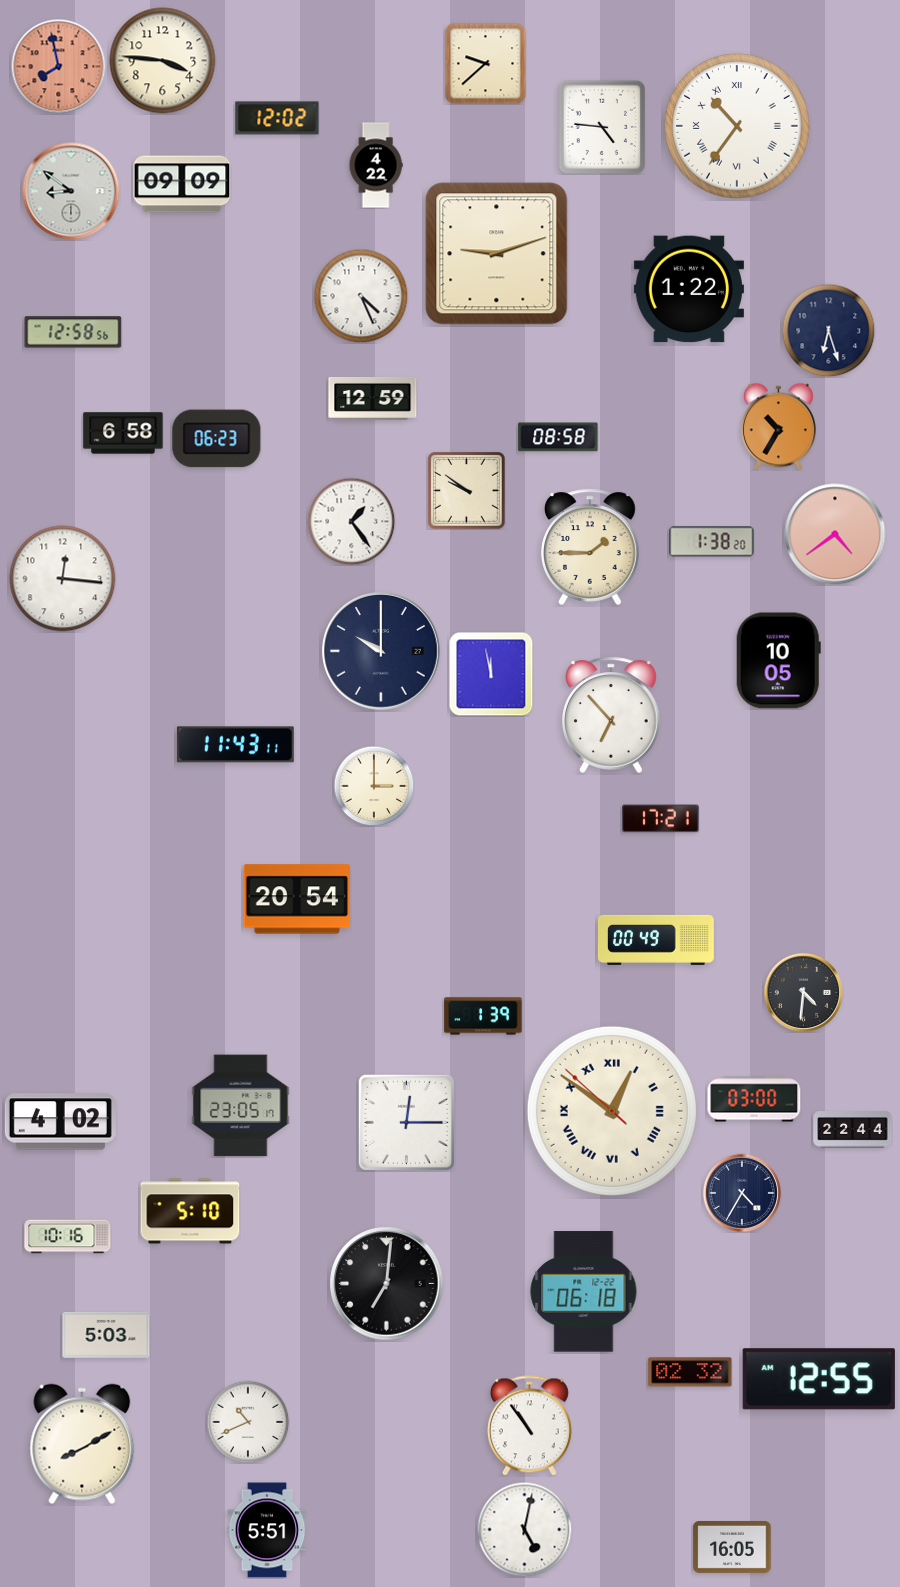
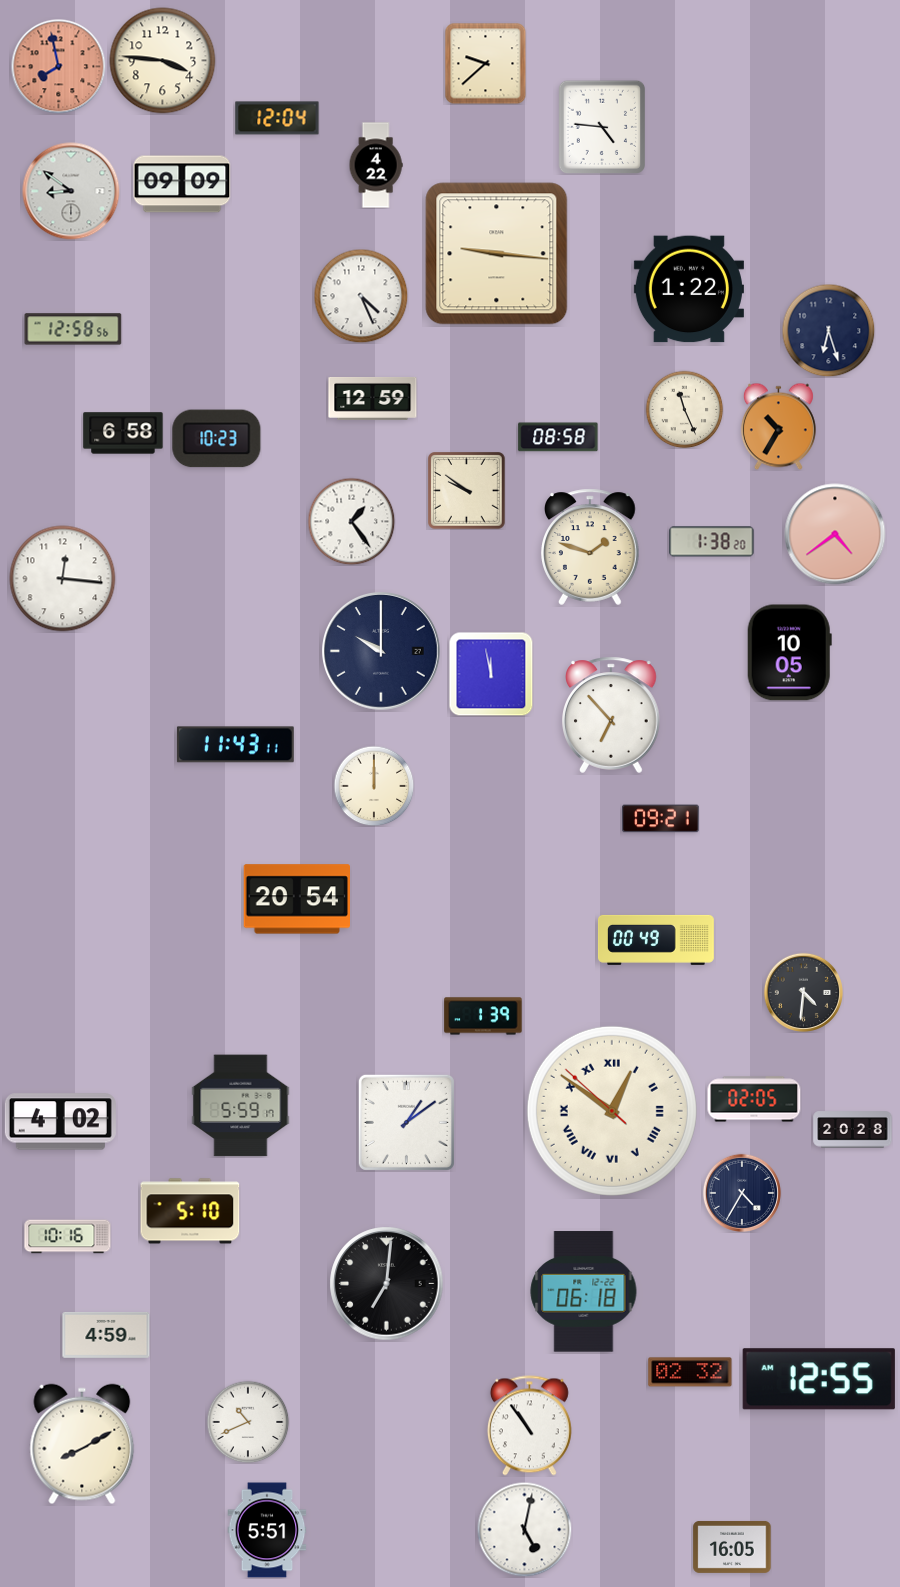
clock at (277, 118): 12:02 -> 12:04
clock at (737, 126): 10:36 -> none
clock at (497, 254): 9:12 -> 9:16
clock at (73, 332) position: (73, 332) -> (73, 329)
clock at (684, 409): none -> 11:26
clock at (217, 439): 06:23 -> 10:23
clock at (591, 547): 1:45 -> 1:48
clock at (778, 661) position: (778, 661) -> (789, 653)
clock at (374, 786): 3:00 -> 12:00
clock at (661, 819): 17:21 -> 09:21
clock at (754, 1099): 03:00 -> 02:05
clock at (241, 1106): 23:05 -> 5:59
clock at (406, 1122): 12:15 -> 1:09
clock at (853, 1130): 22:44 -> 20:28
clock at (106, 1335): 5:03 -> 4:59
